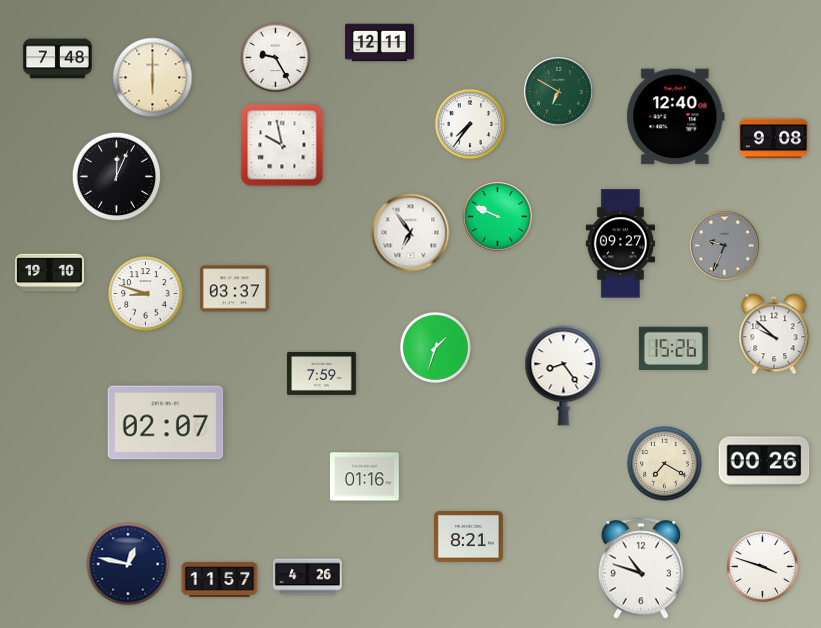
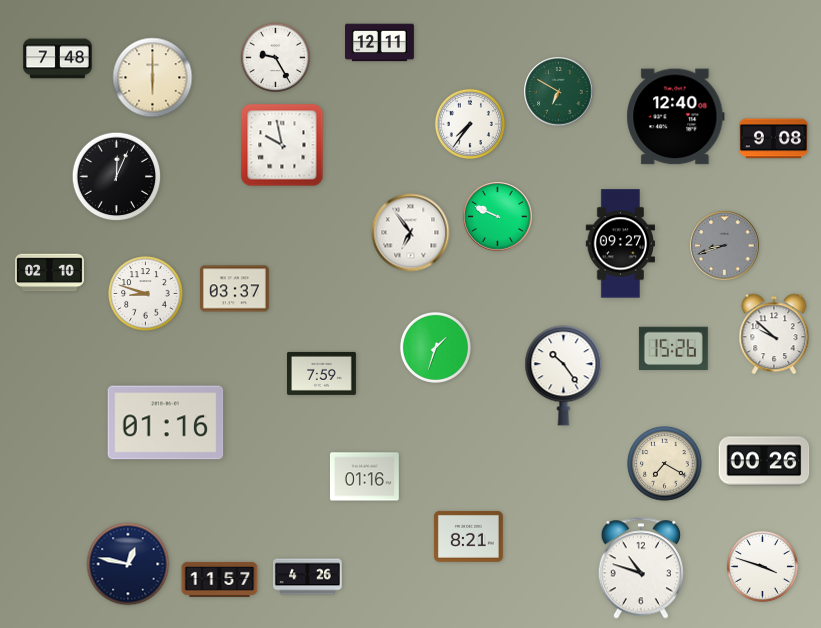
clock at (725, 246): 9:34 -> 8:42
clock at (50, 273): 19:10 -> 02:10
clock at (564, 376): 8:24 -> 10:24
clock at (166, 423): 02:07 -> 01:16
